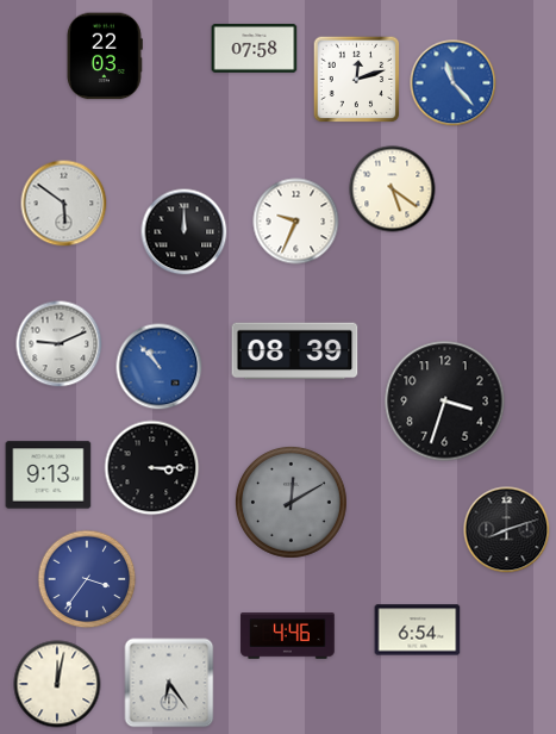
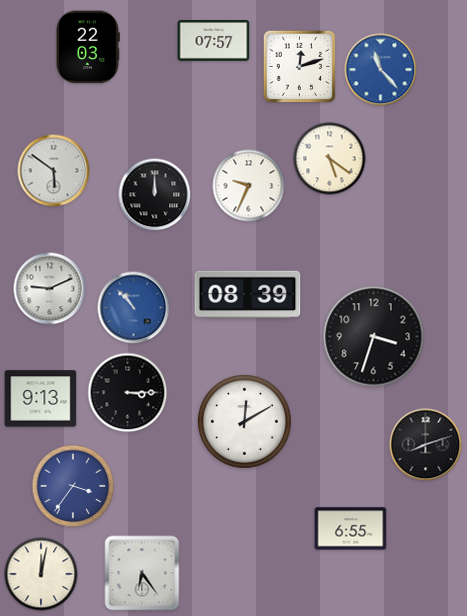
clock at (255, 49): 07:58 -> 07:57
clock at (292, 503) dial: grey -> white
clock at (418, 630): 6:54 -> 6:55
clock at (288, 636): 4:46 -> none
clock at (57, 684) position: (57, 684) -> (41, 574)
